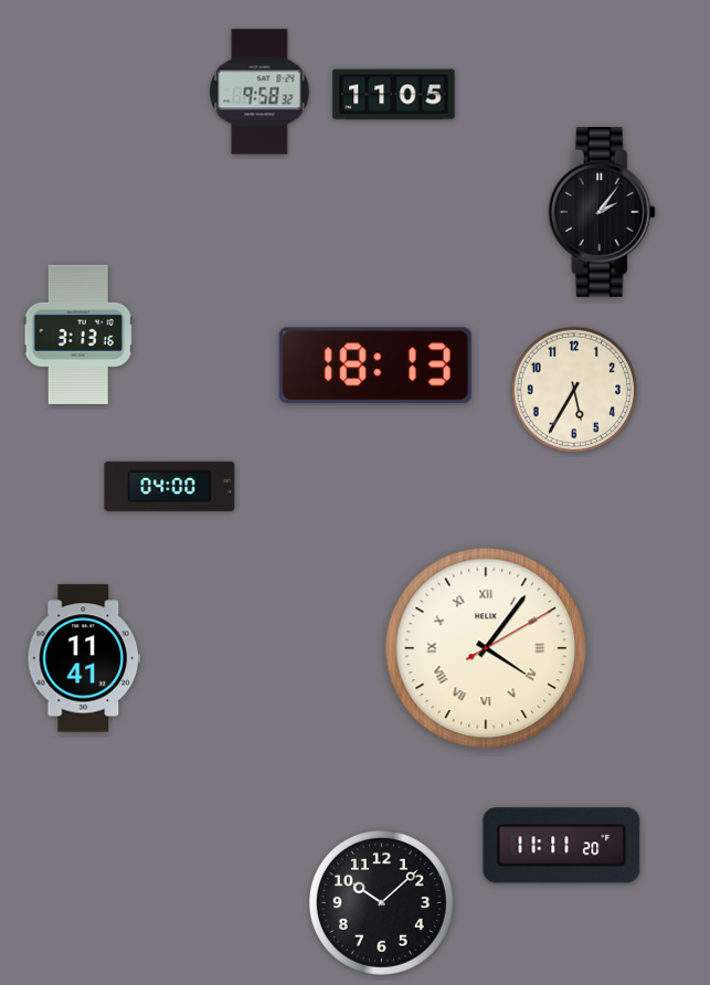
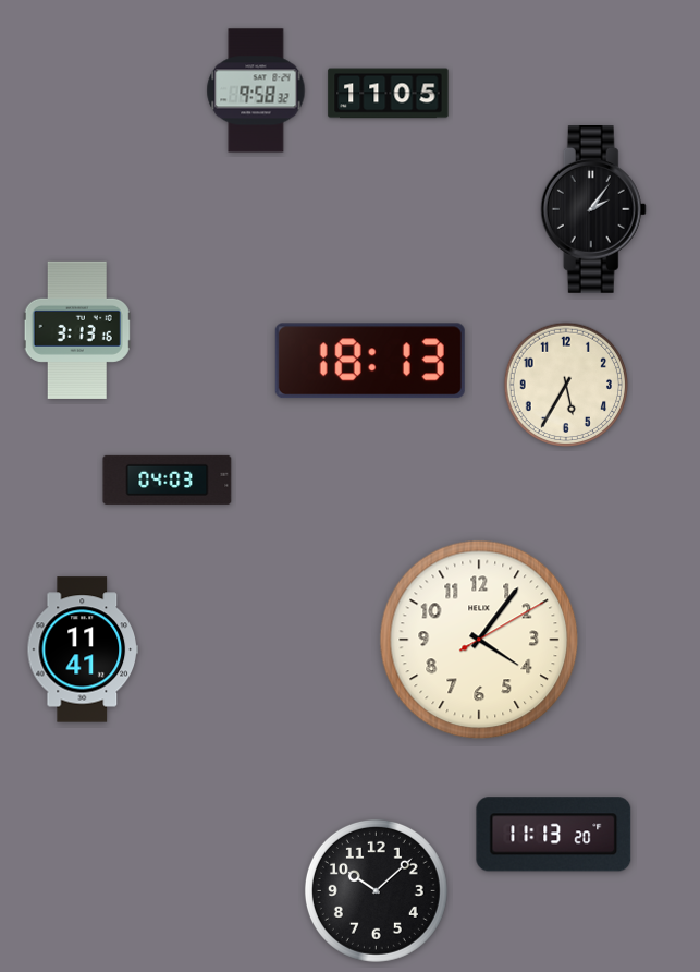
clock at (170, 486): 04:00 -> 04:03
clock at (486, 648) numerals: Roman -> Arabic
clock at (562, 846): 11:11 -> 11:13
